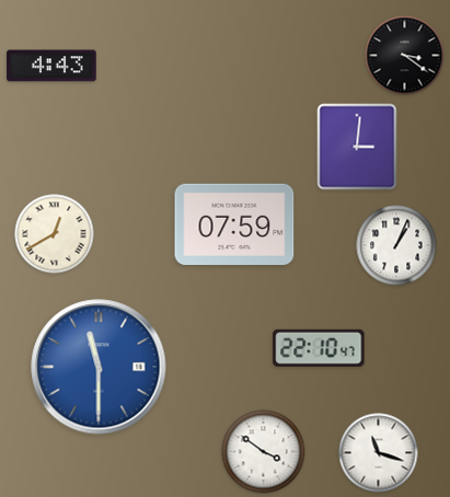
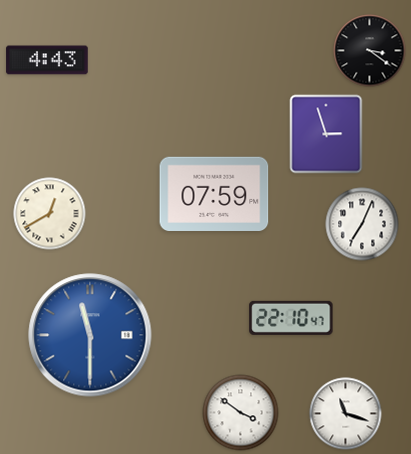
clock at (357, 147): 3:01 -> 2:57
clock at (234, 223) position: (234, 223) -> (214, 193)
clock at (396, 245): 1:04 -> 7:04
